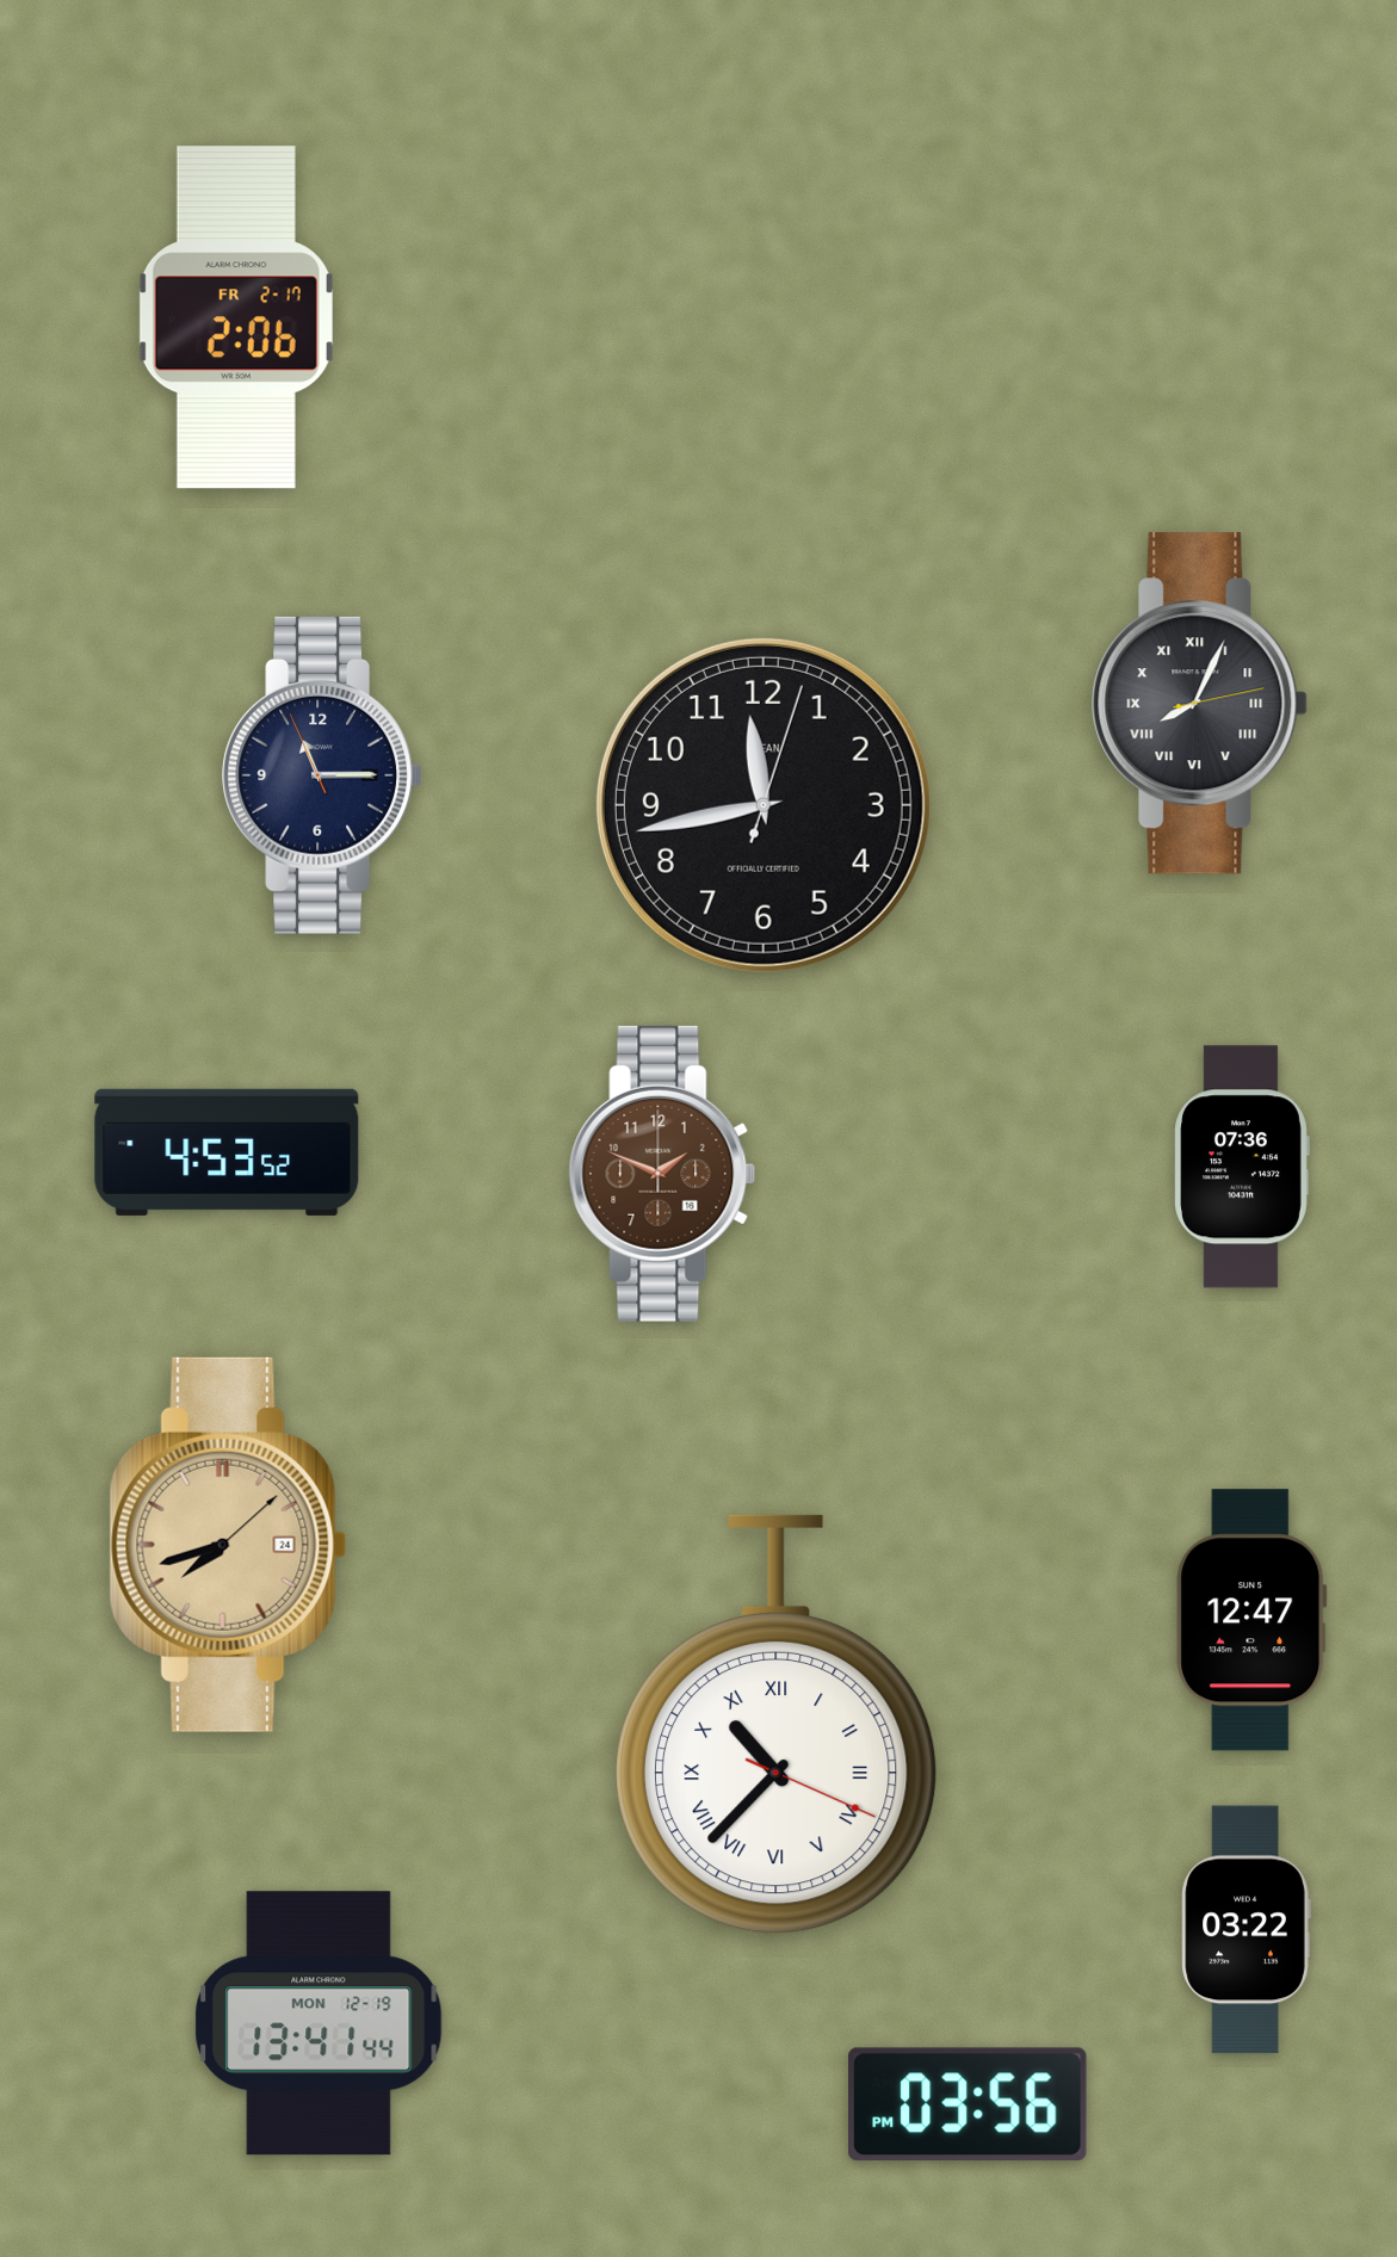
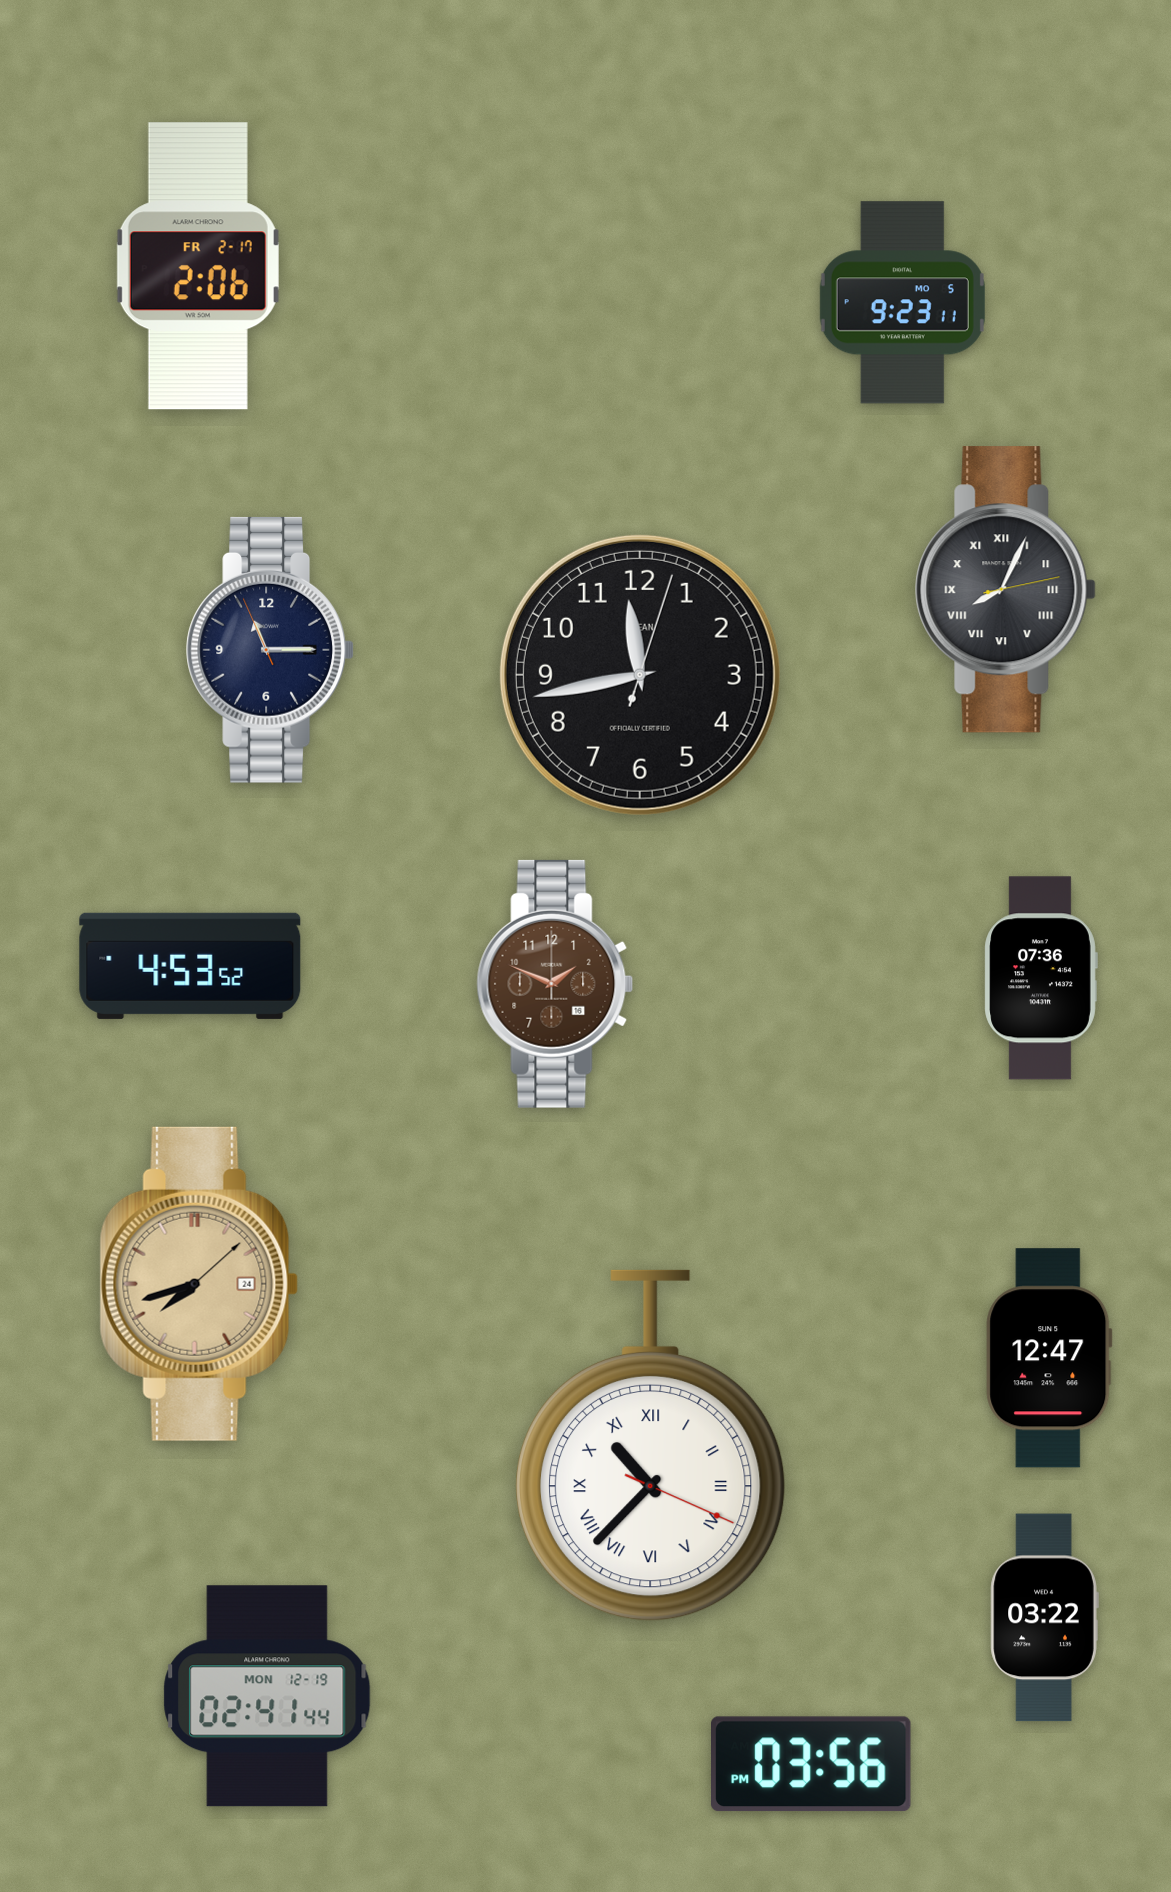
clock at (902, 303): none -> 9:23
clock at (228, 1545) position: (228, 1545) -> (199, 1284)
clock at (319, 2023): 13:41 -> 02:41
